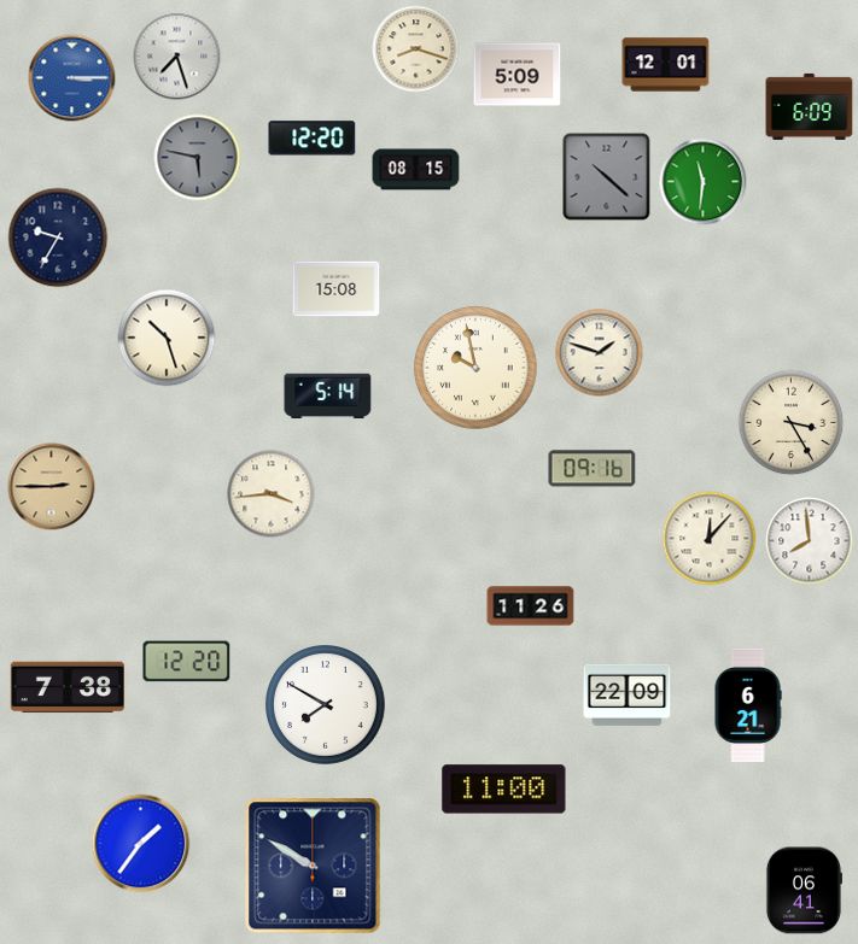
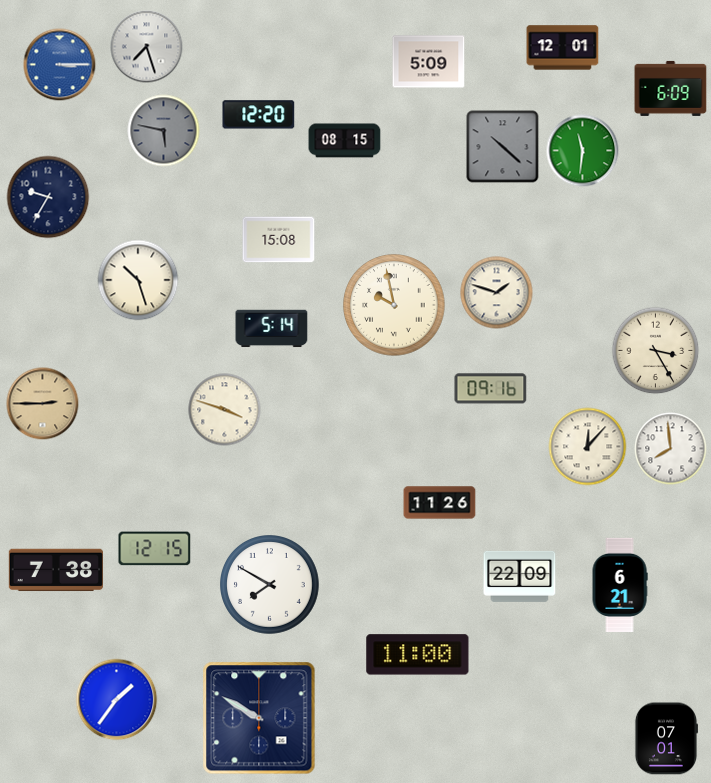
clock at (416, 49): 8:18 -> none
clock at (666, 65) position: (666, 65) -> (563, 48)
clock at (272, 494): 3:44 -> 3:48
clock at (187, 662): 12:20 -> 12:15
clock at (804, 891): 06:41 -> 07:01
